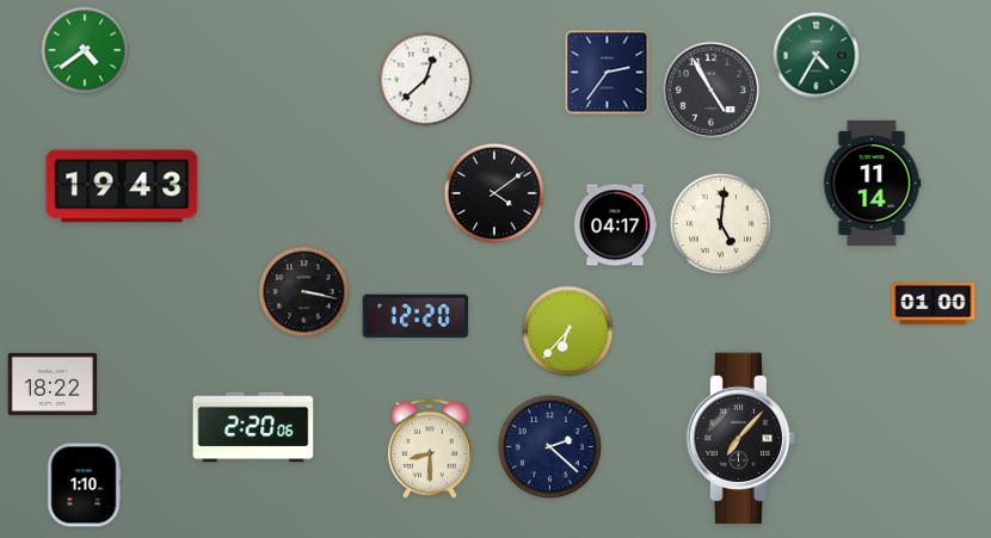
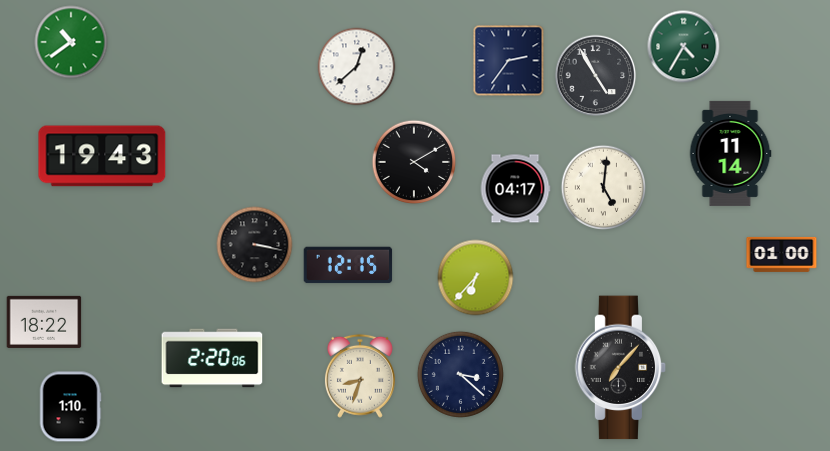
clock at (85, 50): 4:39 -> 10:39
clock at (494, 193): 4:09 -> 4:10
clock at (416, 316): 12:20 -> 12:15
clock at (549, 446): 2:22 -> 3:22
clock at (430, 449): 8:30 -> 8:33
